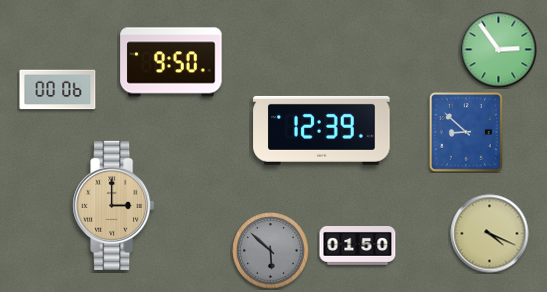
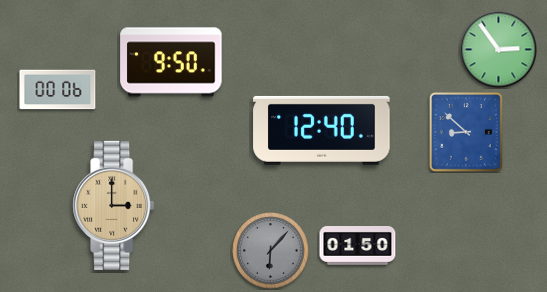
clock at (322, 130): 12:39 -> 12:40
clock at (490, 234): 4:19 -> none
clock at (271, 251): 5:52 -> 6:07
